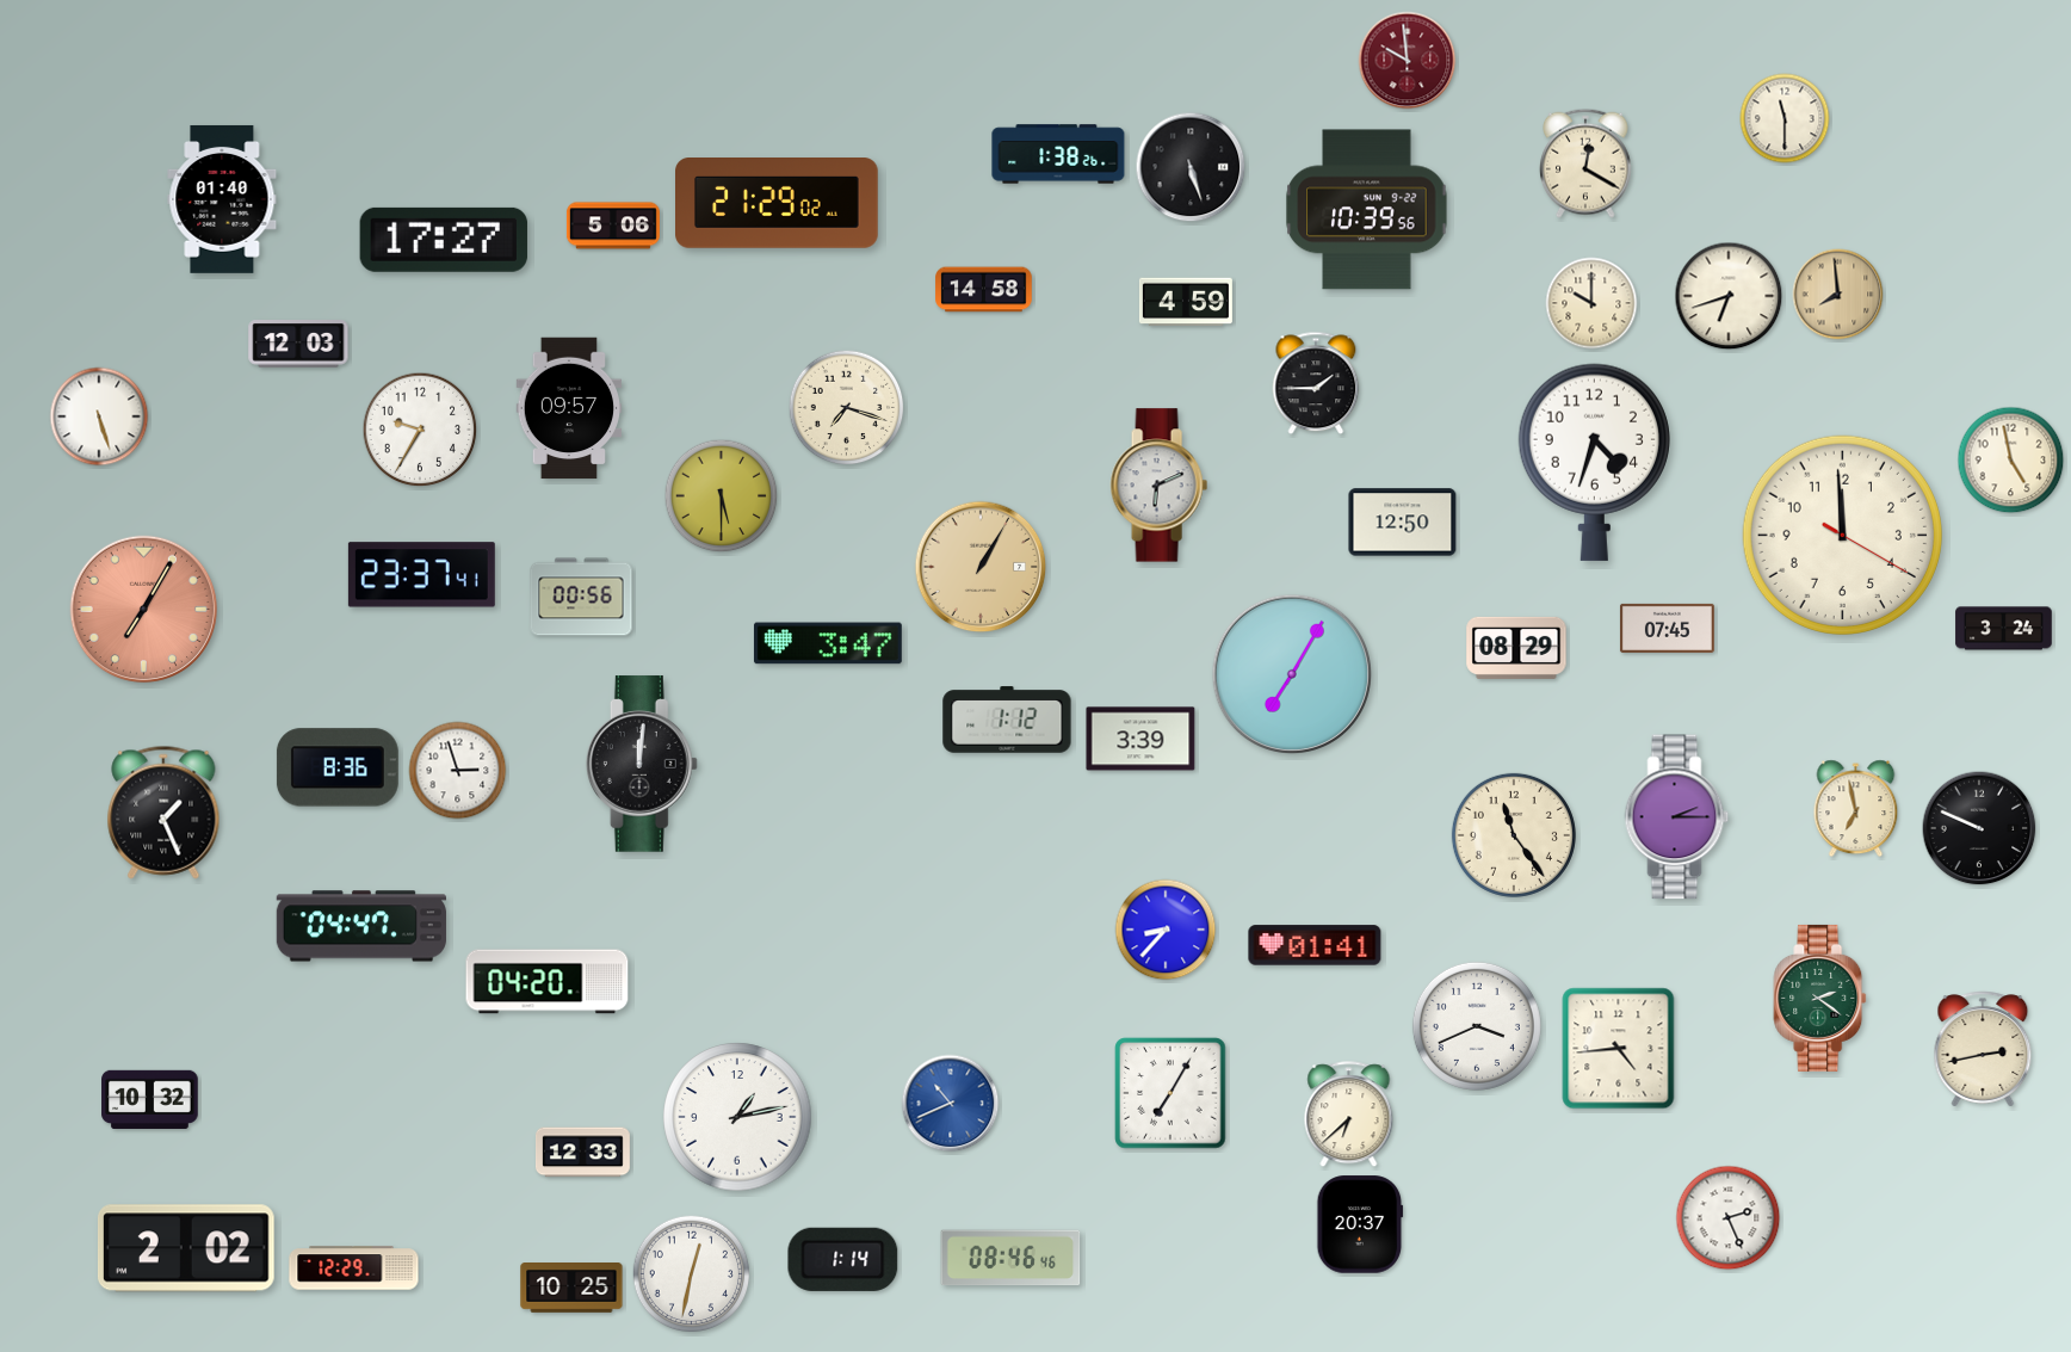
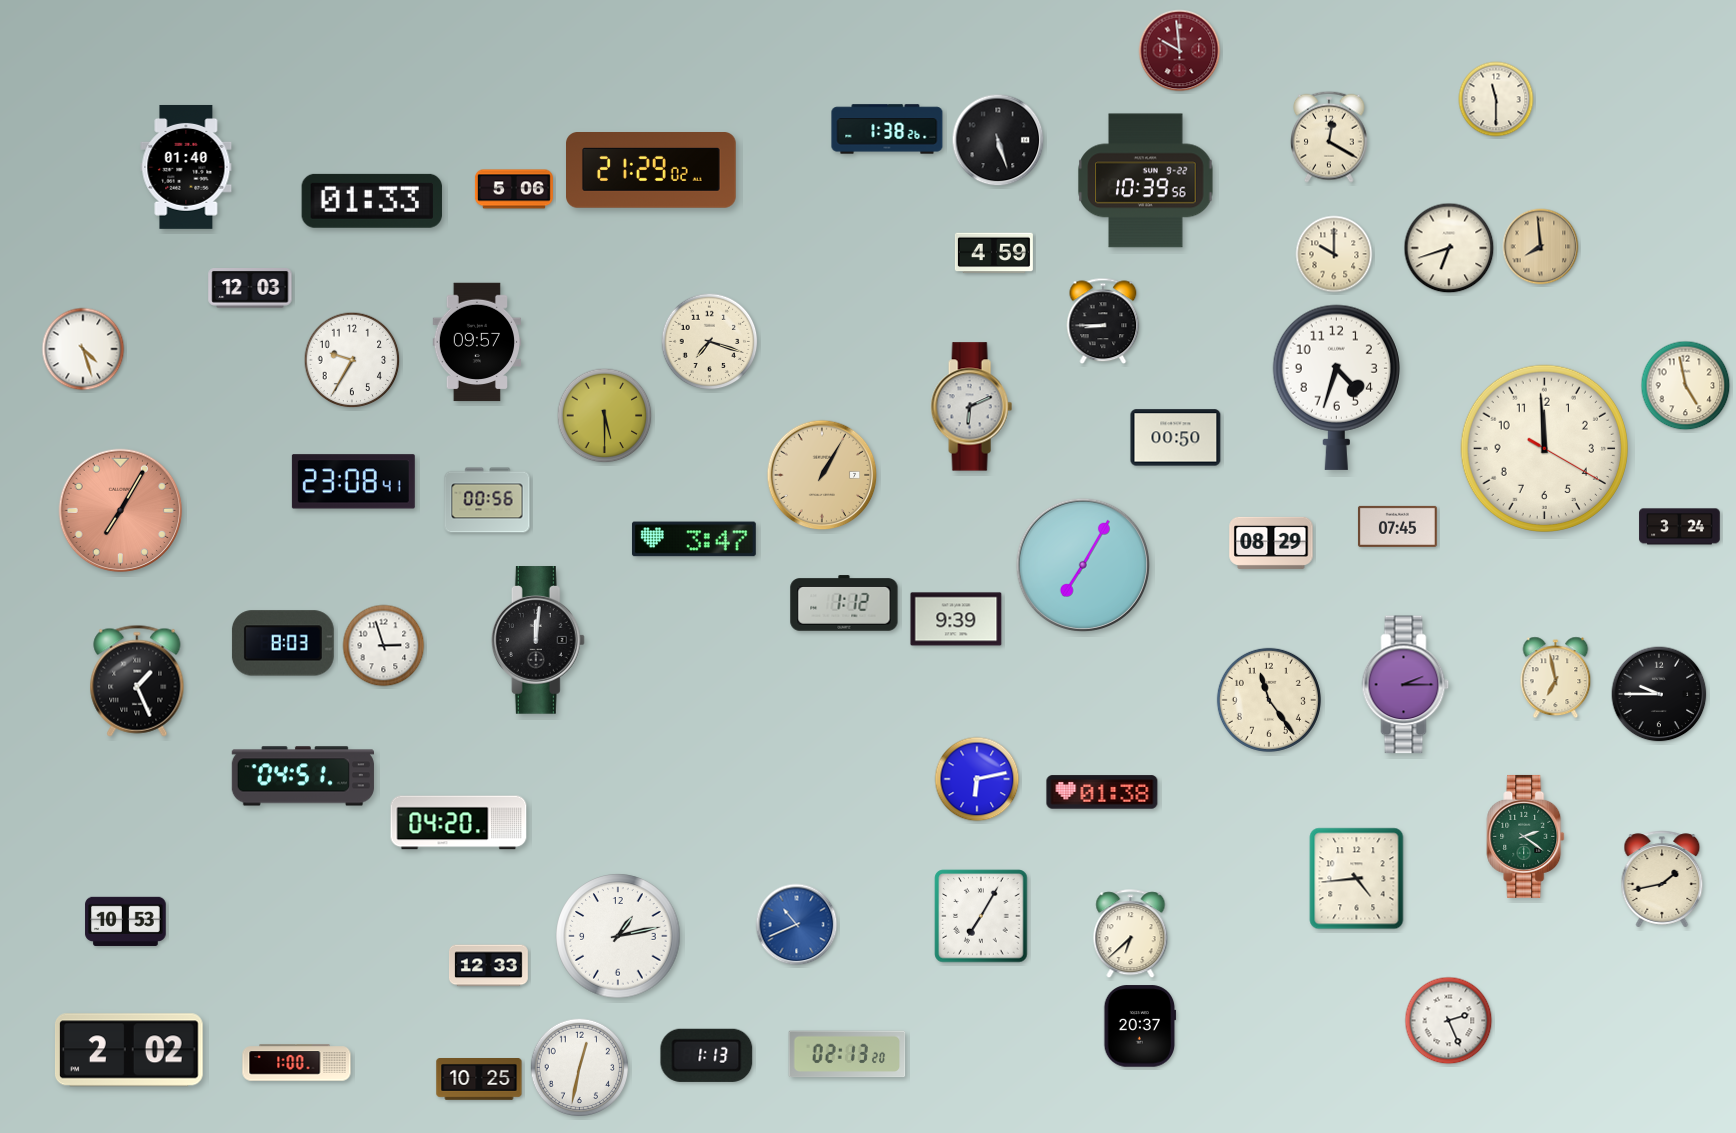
clock at (1367, 210) position: (1367, 210) -> (1146, 181)
clock at (444, 240): 17:27 -> 01:33
clock at (984, 290): 14:58 -> none
clock at (1316, 383): 1:45 -> 8:45
clock at (99, 416): 5:27 -> 4:27
clock at (1403, 523): 12:50 -> 00:50
clock at (421, 575): 23:37 -> 23:08
clock at (1140, 739): 3:39 -> 9:39
clock at (338, 767): 8:36 -> 8:03
clock at (1979, 828): 9:49 -> 9:45
clock at (361, 926): 04:47 -> 04:51
clock at (1166, 930): 8:37 -> 6:13
clock at (1315, 945): 01:41 -> 01:38
clock at (1477, 1026): 3:41 -> none
clock at (1983, 1049): 2:43 -> 1:43
clock at (150, 1099): 10:32 -> 10:53
clock at (186, 1248) position: (186, 1248) -> (129, 1050)
clock at (1010, 1258): 08:46 -> 02:13
clock at (843, 1259): 1:14 -> 1:13
clock at (354, 1268): 12:29 -> 1:00
